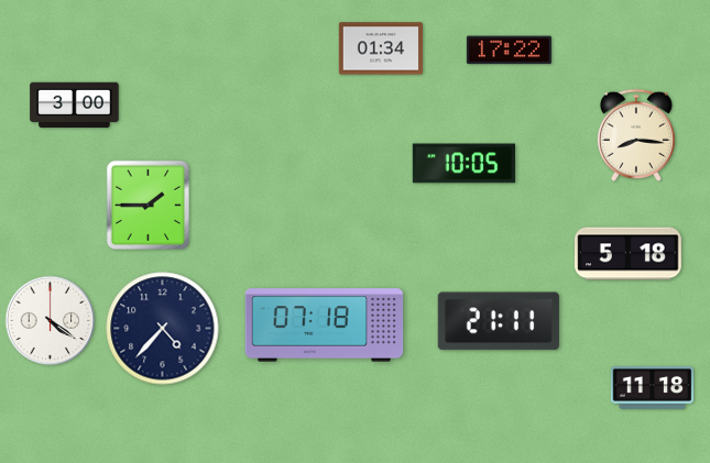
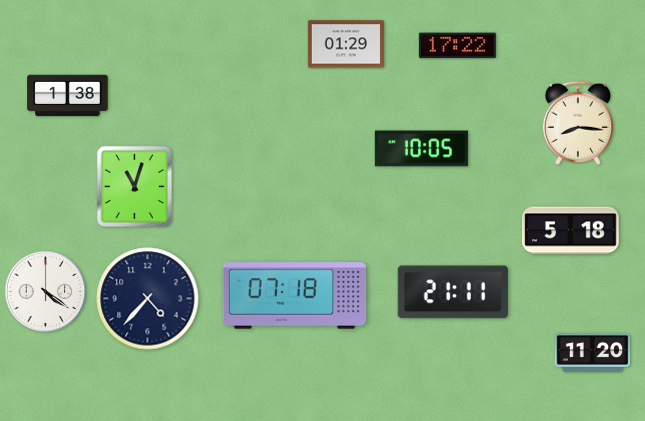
clock at (381, 48): 01:34 -> 01:29
clock at (509, 51) position: (509, 51) -> (457, 46)
clock at (75, 106): 3:00 -> 1:38
clock at (148, 205): 1:45 -> 11:03
clock at (653, 388): 11:18 -> 11:20
